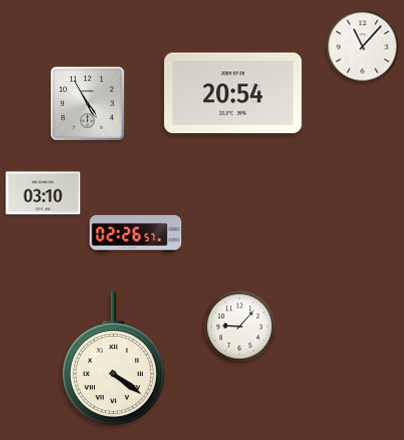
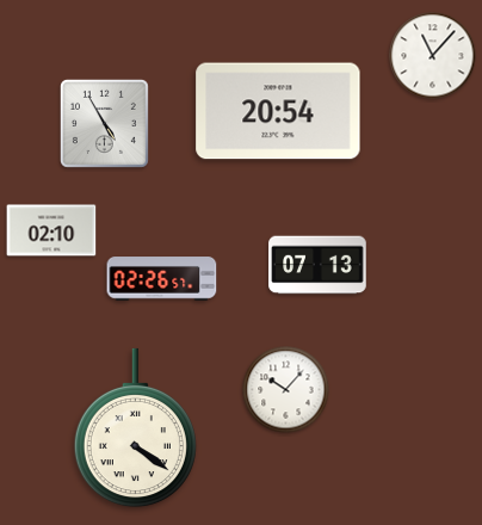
clock at (43, 193): 03:10 -> 02:10
clock at (317, 265): none -> 07:13
clock at (240, 327): 9:07 -> 10:07
